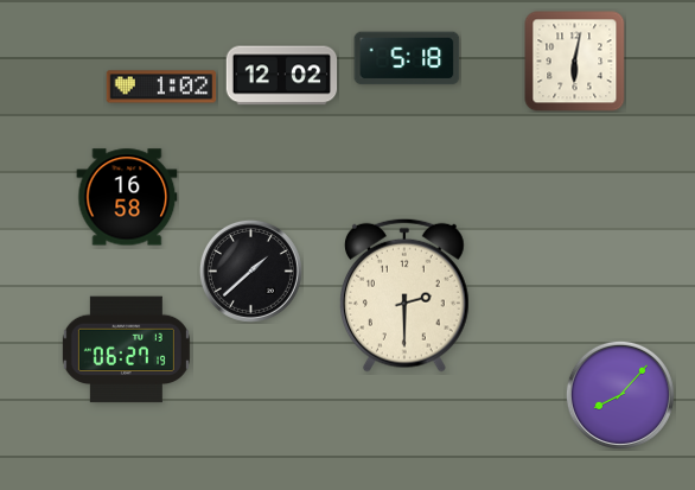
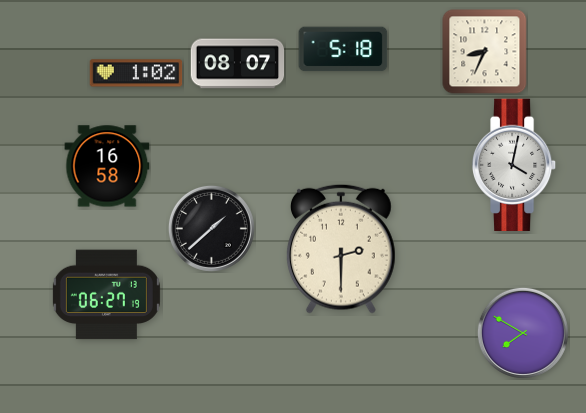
clock at (575, 62): 6:02 -> 8:34
clock at (282, 76): 12:02 -> 08:07
clock at (514, 164): none -> 4:02
clock at (620, 395): 8:07 -> 7:50
